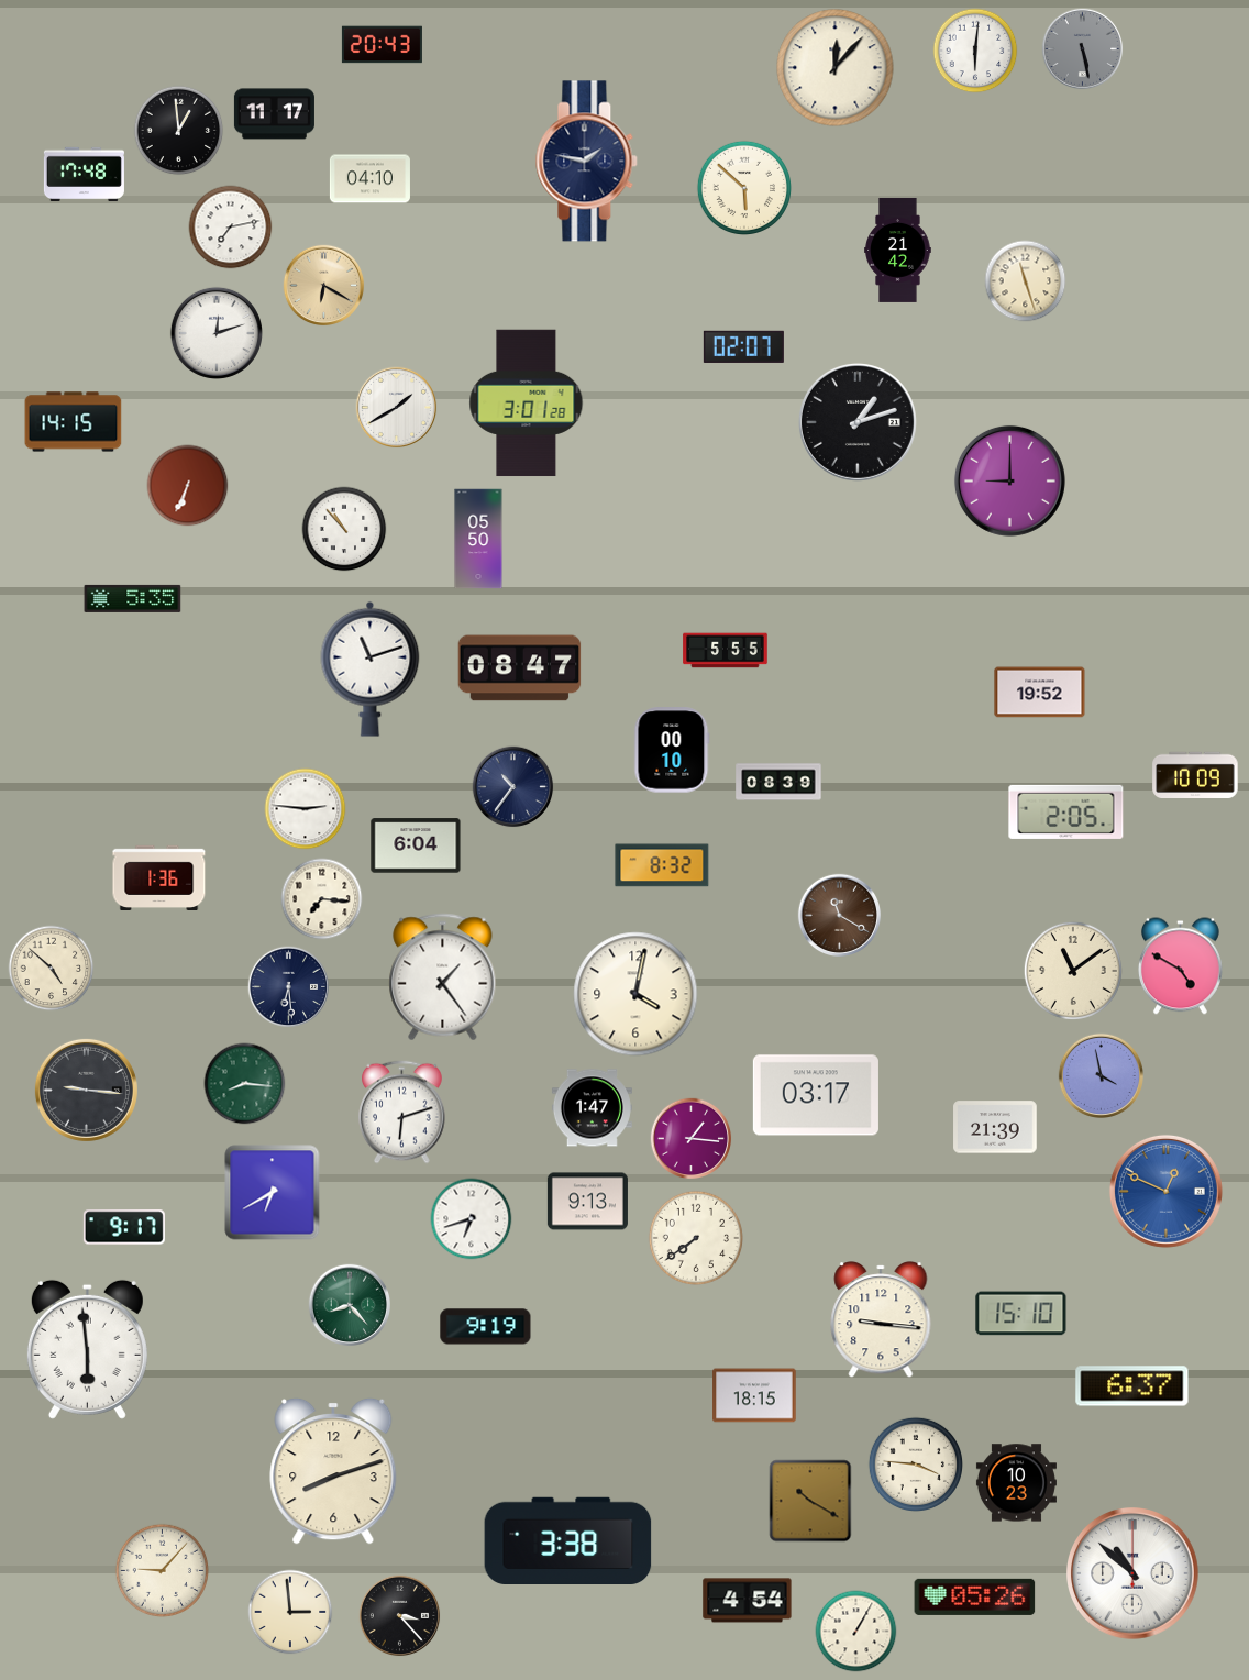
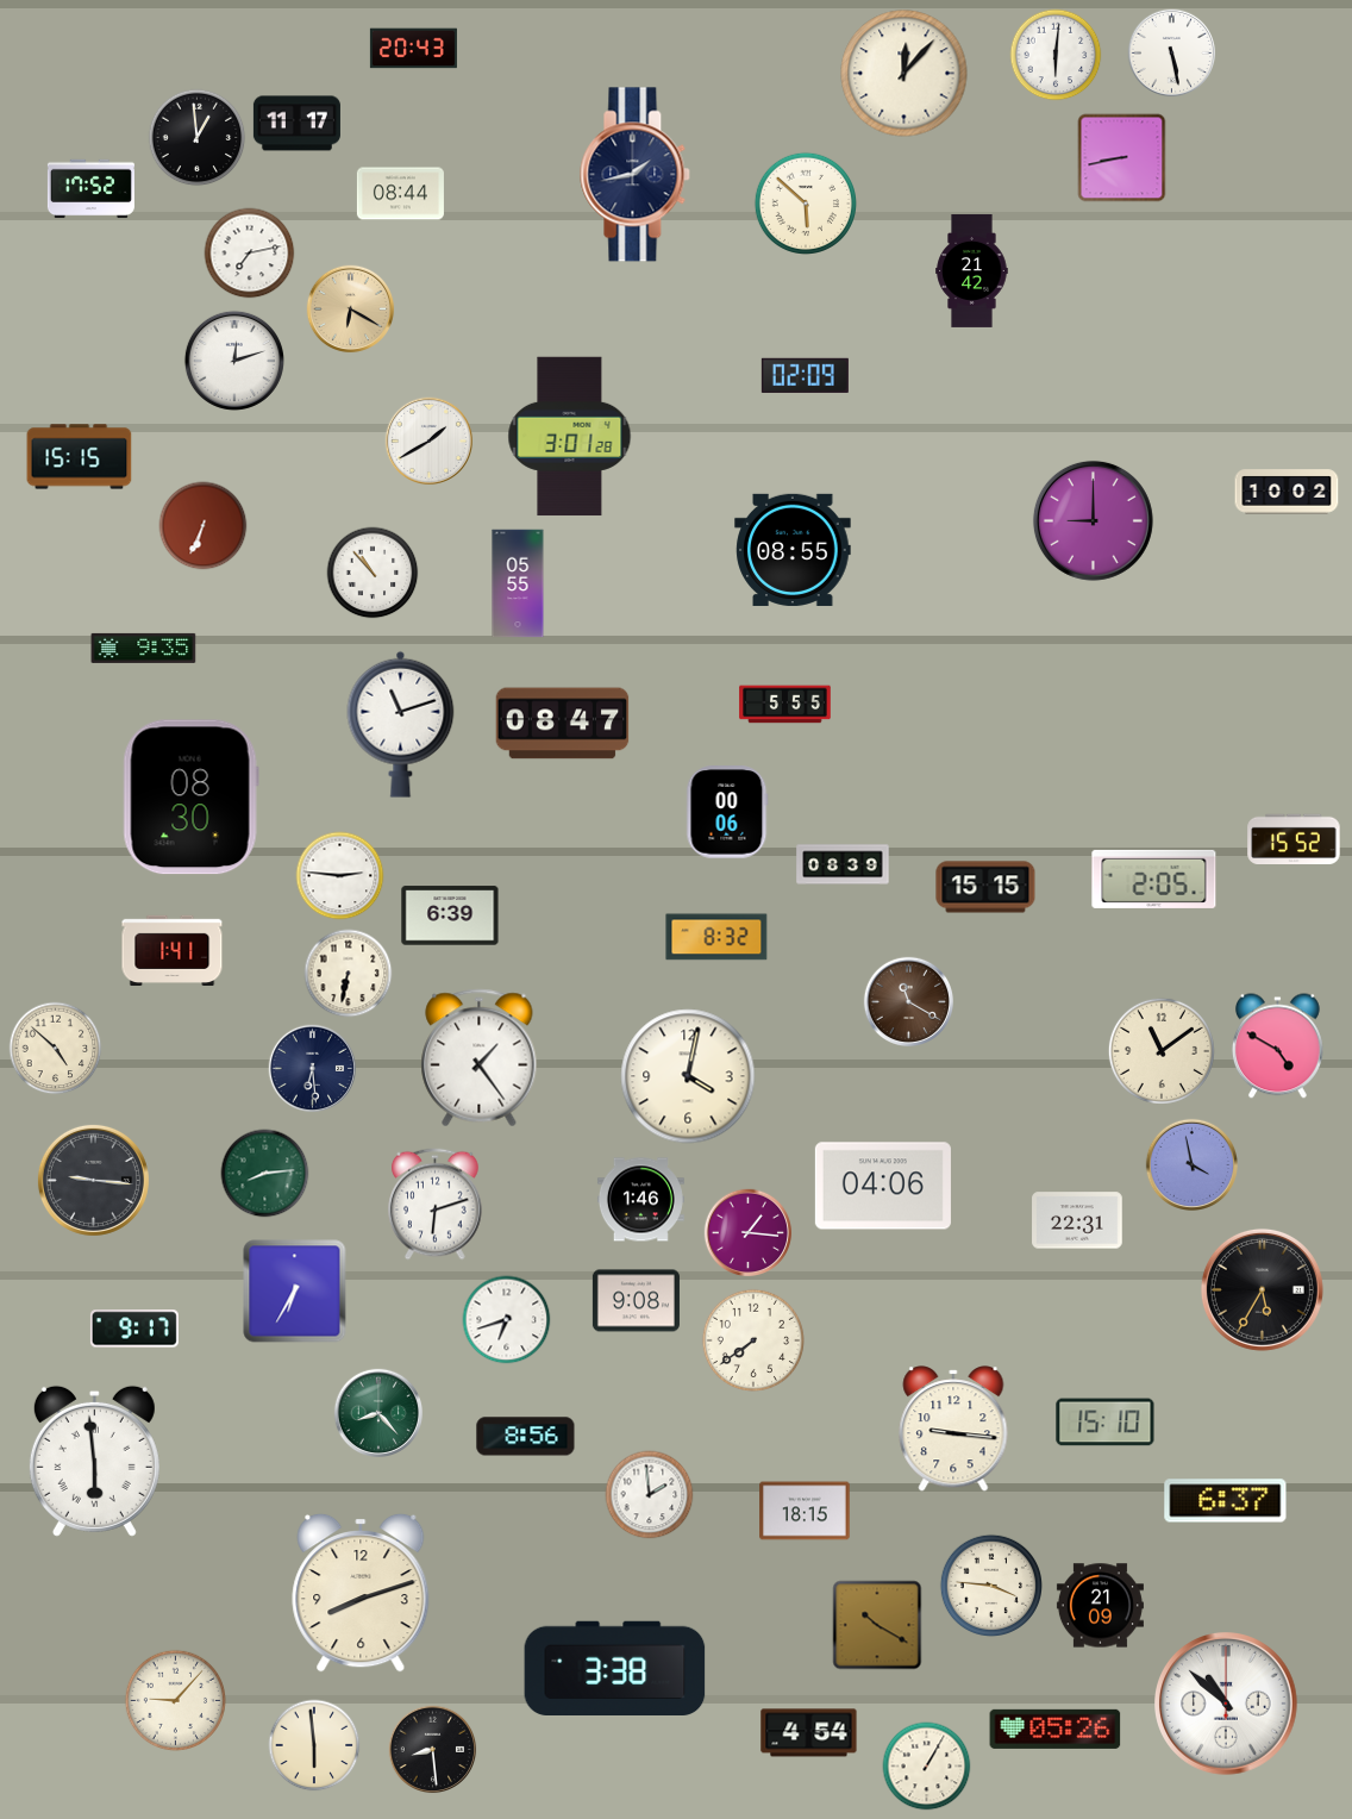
clock at (1083, 49) dial: grey -> white
clock at (179, 131) position: (179, 131) -> (198, 138)
clock at (1122, 158): none -> 8:43
clock at (587, 162): 1:47 -> 1:43
clock at (84, 175): 17:48 -> 17:52
clock at (369, 179): 04:10 -> 08:44
clock at (231, 228) position: (231, 228) -> (250, 254)
clock at (1026, 281): 11:27 -> none
clock at (743, 346): 02:07 -> 02:09
clock at (74, 422): 14:15 -> 15:15
clock at (858, 422): 1:12 -> none
clock at (1287, 492): none -> 10:02
clock at (793, 550): none -> 08:55
clock at (478, 539): 05:50 -> 05:55
clock at (133, 598): 5:35 -> 9:35
clock at (1040, 693): 19:52 -> none
clock at (190, 798): none -> 08:30
clock at (672, 750): 00:10 -> 00:06
clock at (1195, 774): 10:09 -> 15:52
clock at (778, 782) position: (778, 782) -> (843, 864)
clock at (513, 787): 10:36 -> none
clock at (306, 809) position: (306, 809) -> (340, 876)
clock at (985, 887): none -> 15:15
clock at (416, 845): 6:04 -> 6:39
clock at (159, 877): 1:36 -> 1:41
clock at (322, 899): 7:16 -> 6:32
clock at (839, 915) position: (839, 915) -> (908, 1001)
clock at (245, 1084): 8:16 -> 8:14
clock at (816, 1095): 03:17 -> 04:06
clock at (592, 1108): 1:47 -> 1:46
clock at (995, 1127): 21:39 -> 22:31
clock at (1165, 1191): 12:49 -> 5:35
clock at (1165, 1191) dial: blue -> black
clock at (273, 1193): 6:40 -> 6:35
clock at (587, 1202): 9:13 -> 9:08
clock at (472, 1219) position: (472, 1219) -> (507, 1320)
clock at (486, 1327): 9:19 -> 8:56
clock at (650, 1495): none -> 1:59
clock at (754, 1395) position: (754, 1395) -> (805, 1511)
clock at (1016, 1483): 10:23 -> 21:09
clock at (290, 1612): 2:59 -> 5:59
clock at (400, 1616): 3:23 -> 8:29
